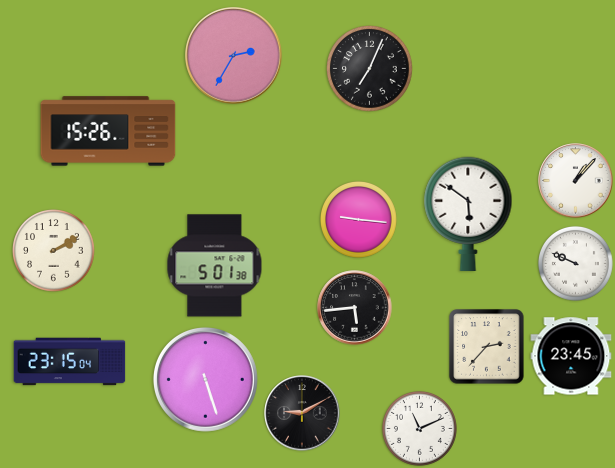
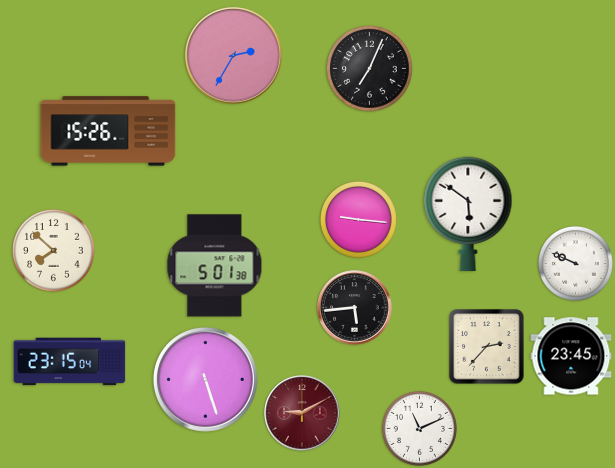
clock at (576, 181): 1:07 -> none
clock at (54, 251): 2:10 -> 7:52
clock at (302, 413) dial: black -> burgundy
